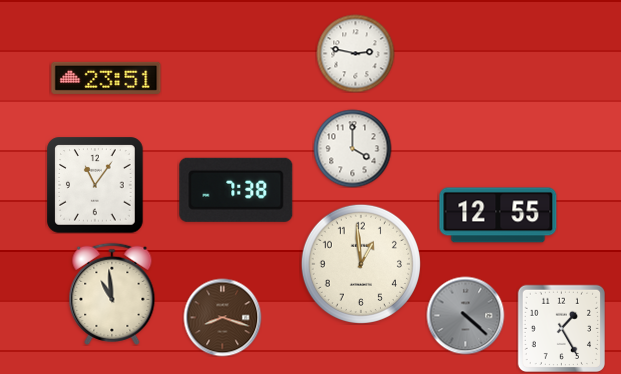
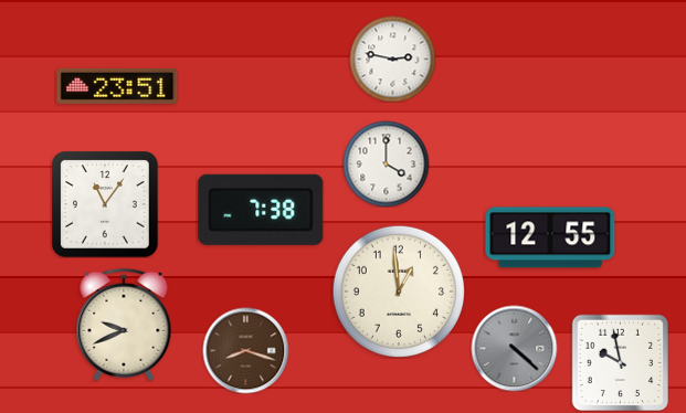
clock at (352, 148) position: (352, 148) -> (386, 163)
clock at (112, 294): 10:59 -> 9:41
clock at (561, 328): 1:25 -> 9:58
